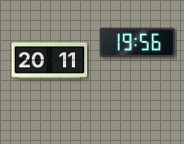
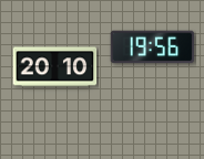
clock at (50, 61): 20:11 -> 20:10
